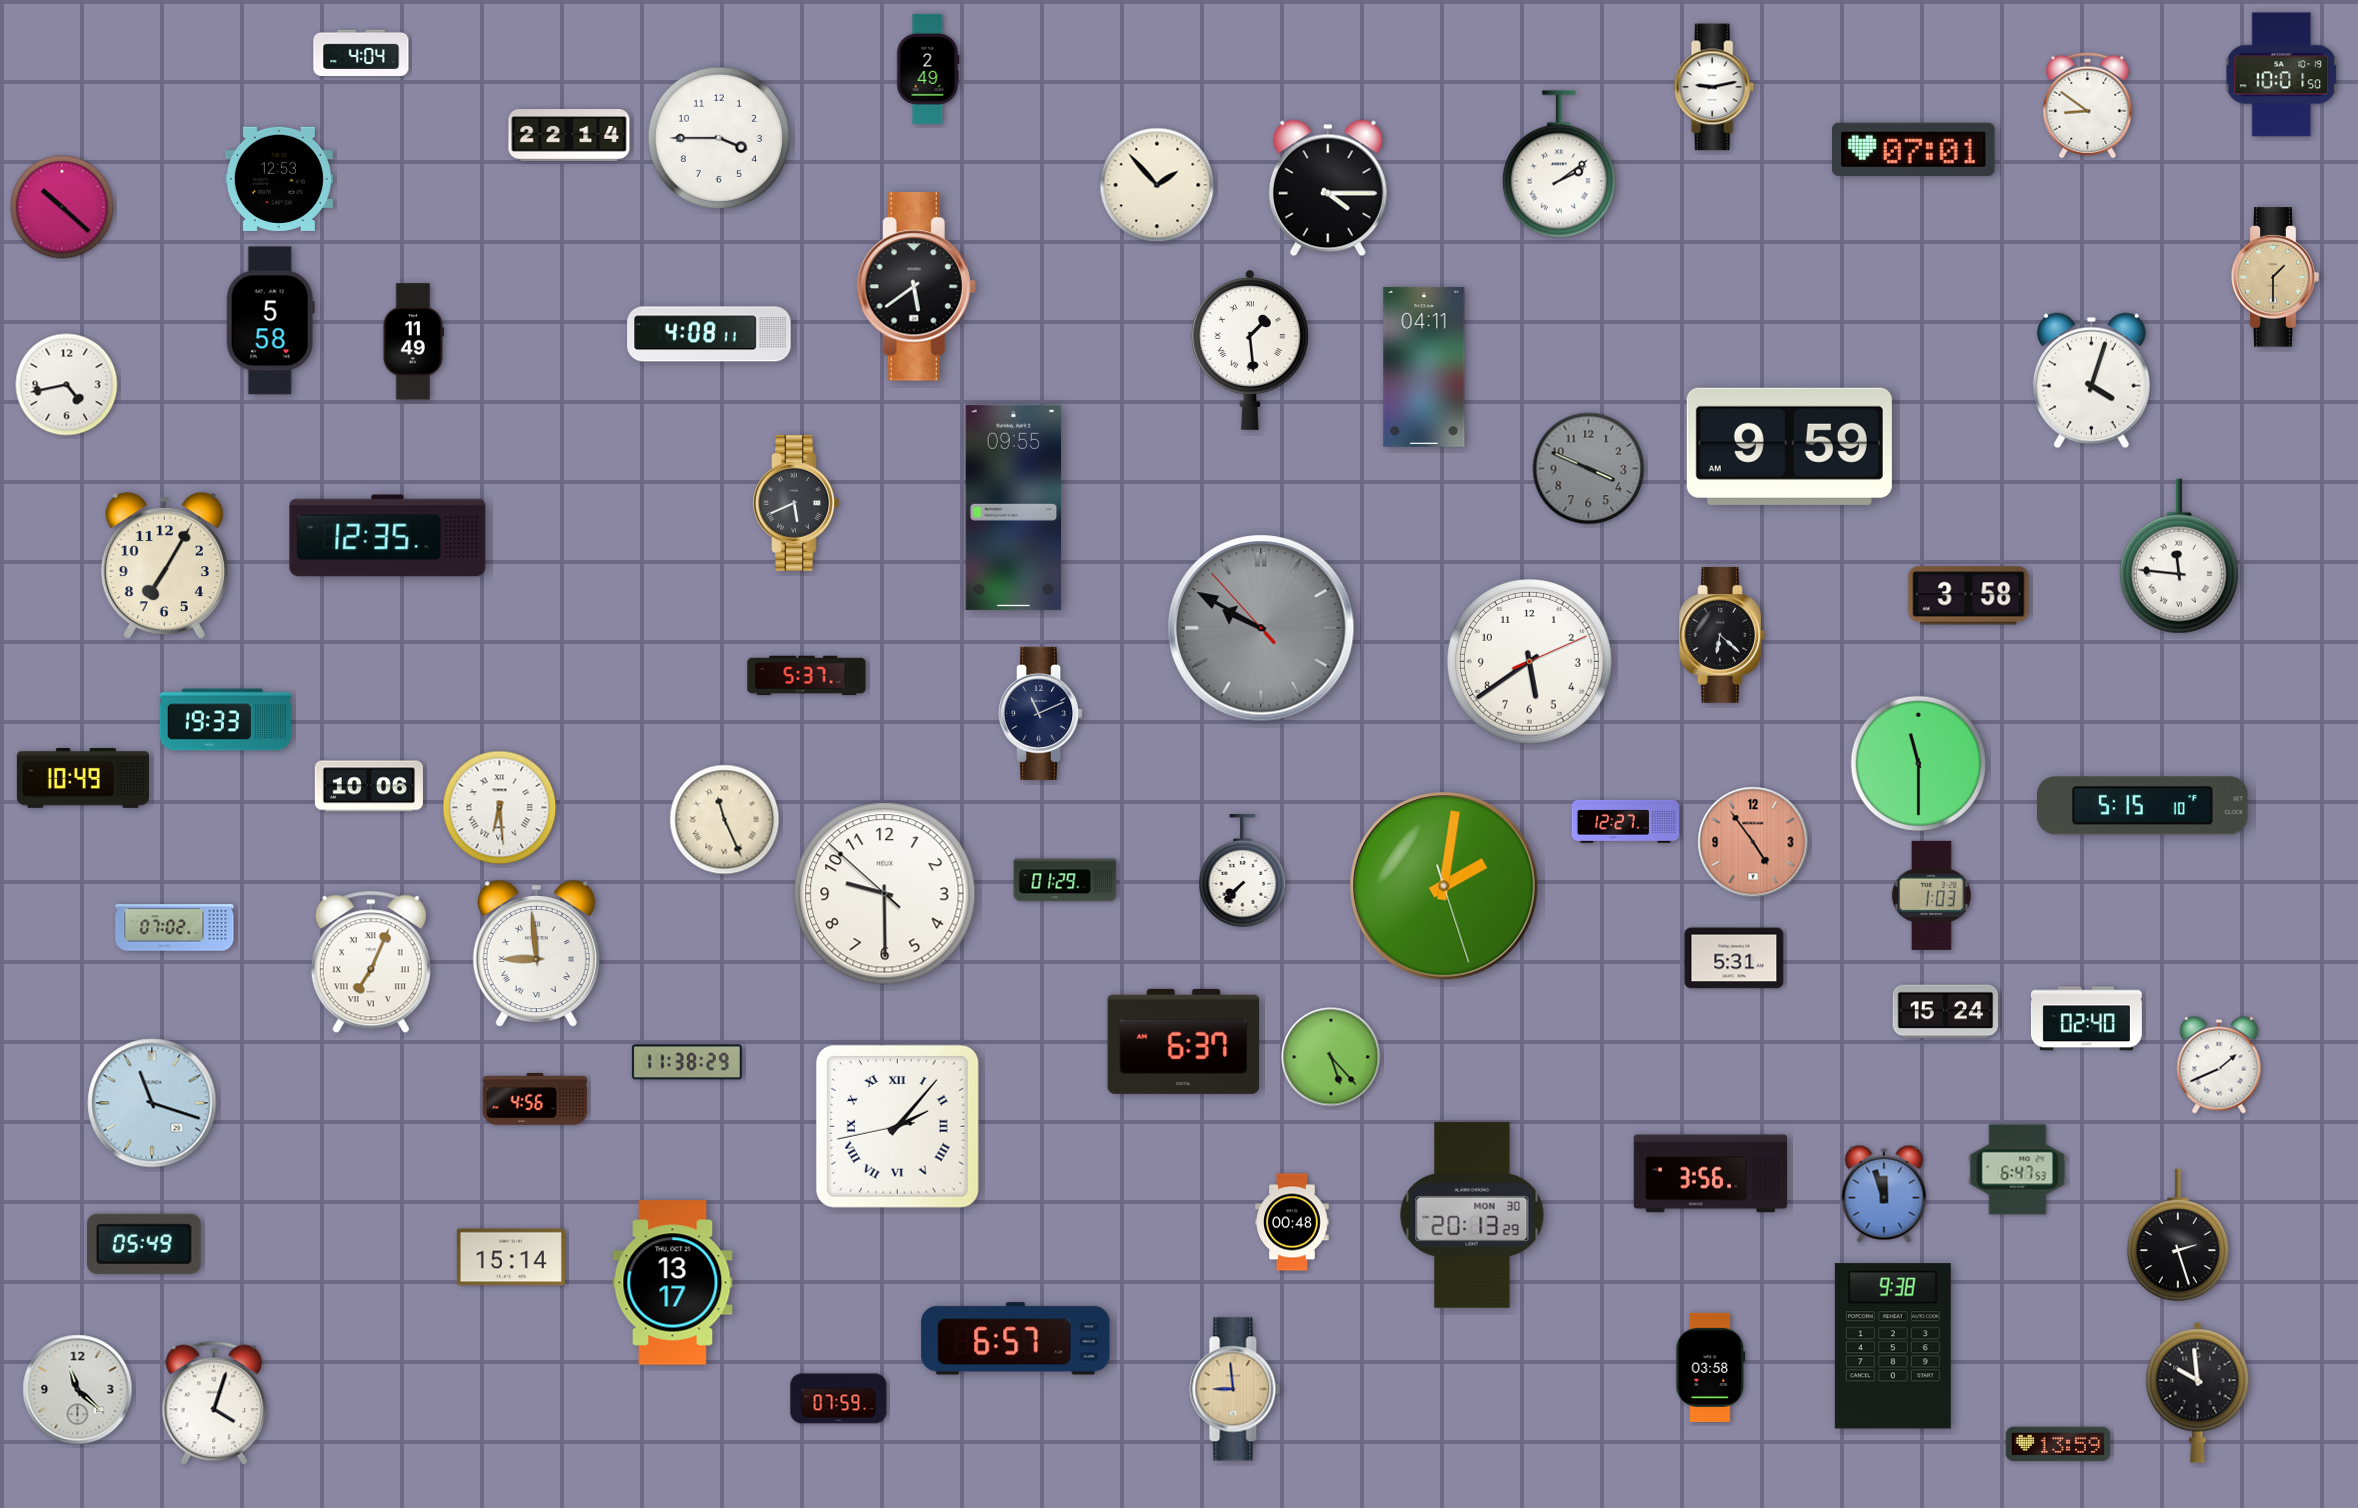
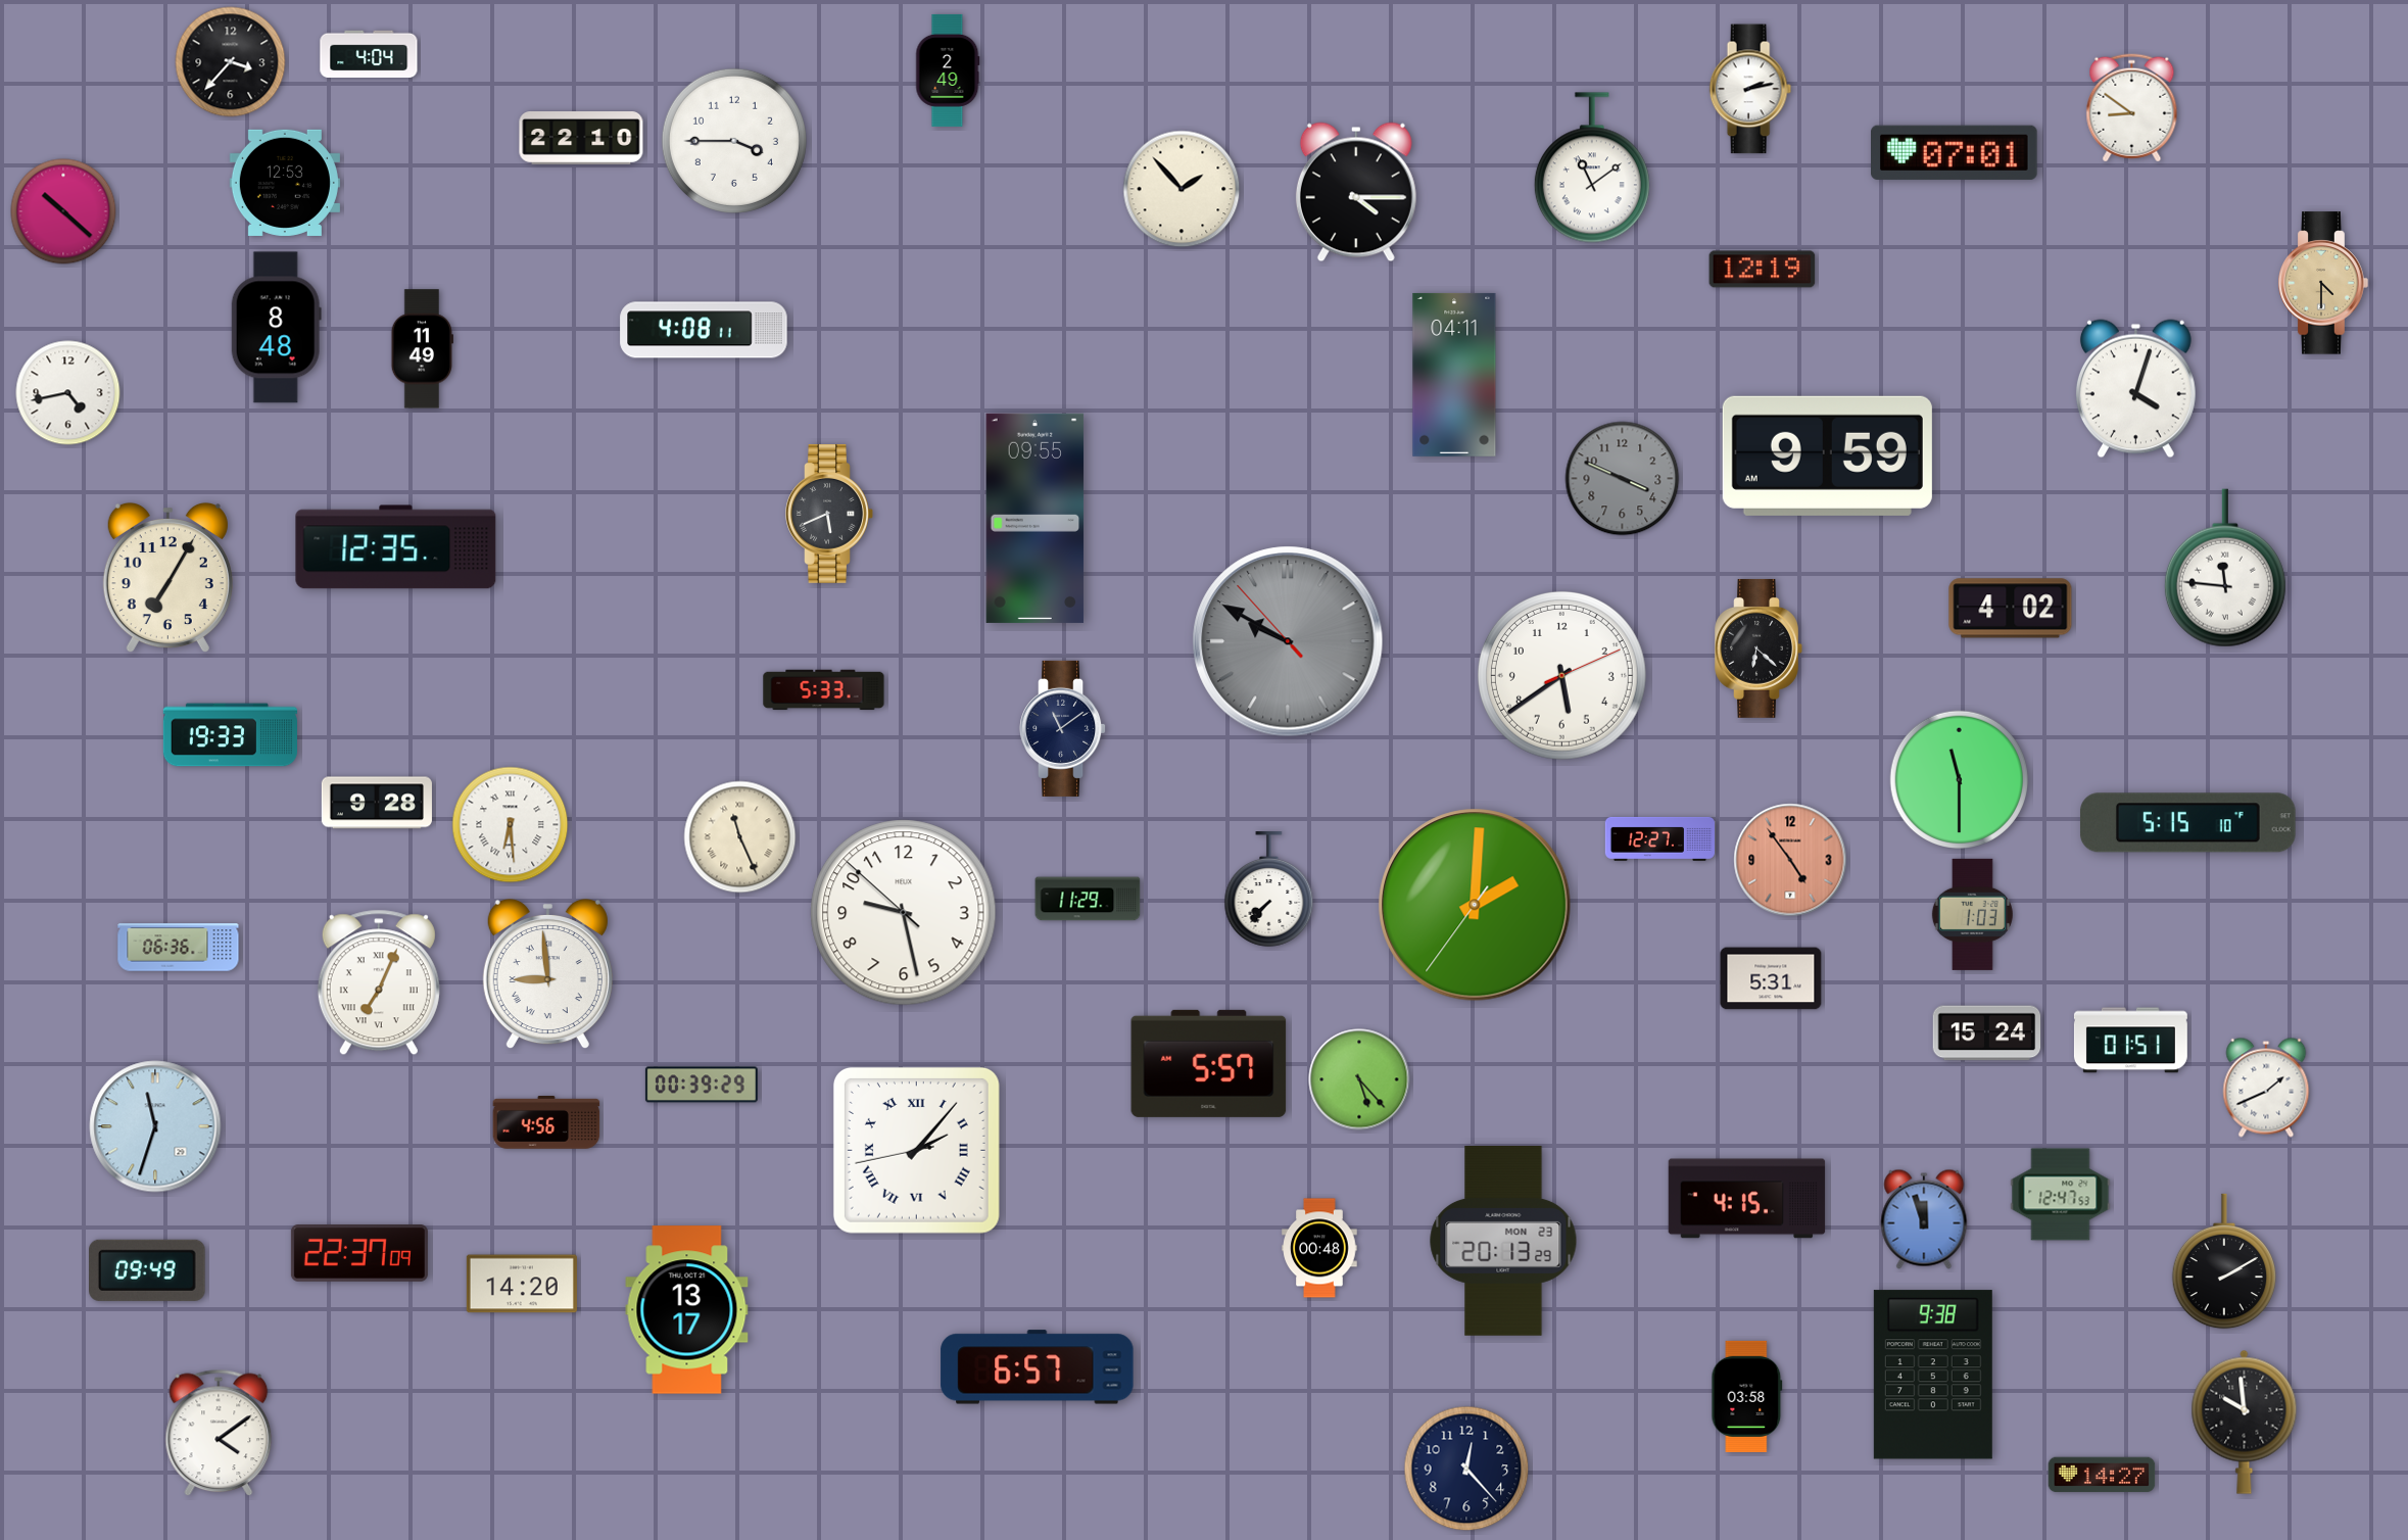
clock at (231, 62): none -> 3:37
clock at (2282, 75): 10:01 -> none
clock at (1714, 87): 9:13 -> 2:13
clock at (569, 136): 22:14 -> 22:10
clock at (1559, 164): 2:09 -> 11:09
clock at (1763, 270): none -> 12:19
clock at (2275, 277): 1:30 -> 4:30
clock at (916, 287): 5:39 -> none
clock at (270, 321): 5:58 -> 8:48
clock at (709, 334) position: (709, 334) -> (704, 330)
clock at (1250, 350): 1:29 -> none
clock at (796, 503) position: (796, 503) -> (829, 514)
clock at (1969, 596): 3:58 -> 4:02
clock at (807, 676): 5:37 -> 5:33
clock at (1041, 713): 11:11 -> 11:09
clock at (83, 779): 10:49 -> none
clock at (369, 786): 10:06 -> 9:28
clock at (1065, 880): 01:29 -> 11:29
clock at (1444, 886): 2:01 -> 2:00
clock at (885, 894): 9:29 -> 9:27
clock at (175, 928): 07:02 -> 06:36
clock at (2086, 1019): 02:40 -> 01:51
clock at (1184, 1041): 6:37 -> 5:57
clock at (687, 1062): 11:38 -> 00:39
clock at (152, 1103): 11:18 -> 11:33
clock at (2018, 1170): 6:47 -> 12:47
clock at (1711, 1174): 3:56 -> 4:15
clock at (1472, 1216) date: MON 30 -> MON 23
clock at (359, 1254): none -> 22:37
clock at (2177, 1235): 2:27 -> 2:10
clock at (145, 1244): 05:49 -> 09:49
clock at (511, 1257): 15:14 -> 14:20
clock at (1235, 1389): 8:59 -> none
clock at (78, 1390): 11:22 -> none
clock at (839, 1399): 07:59 -> none
clock at (214, 1403): 4:03 -> 4:09
clock at (1466, 1469): none -> 12:23
clock at (2058, 1444): 13:59 -> 14:27
